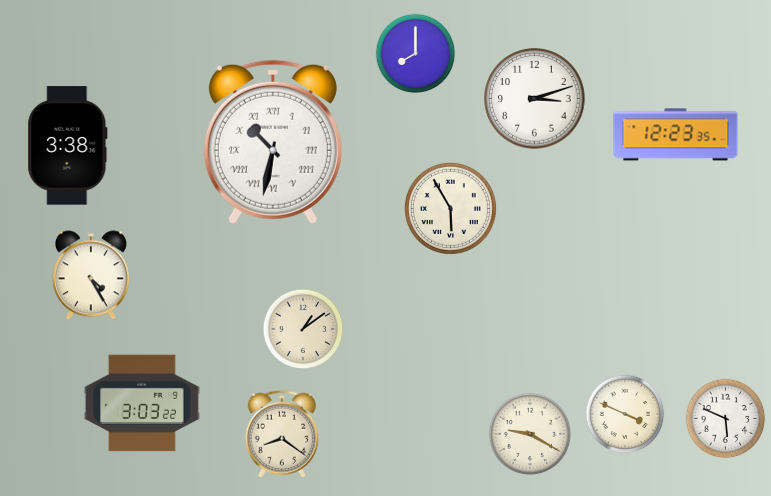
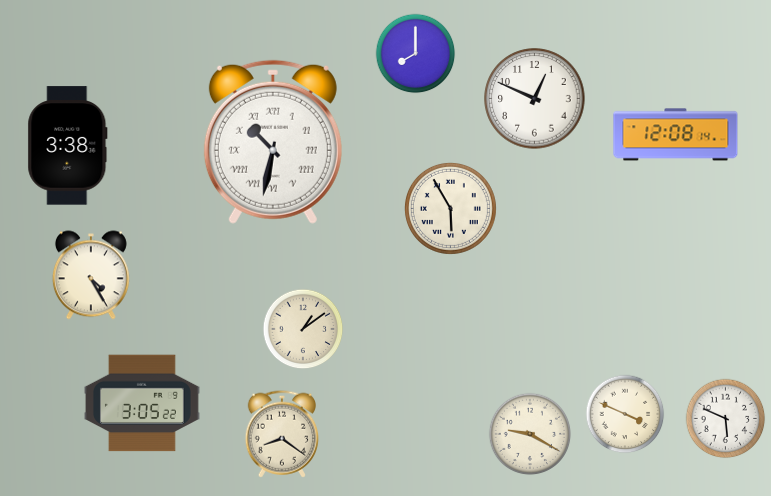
clock at (535, 99): 3:12 -> 12:49
clock at (676, 135): 12:23 -> 12:08
clock at (142, 403): 3:03 -> 3:05
